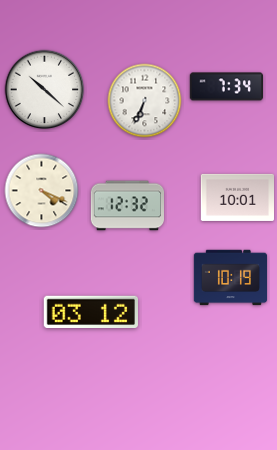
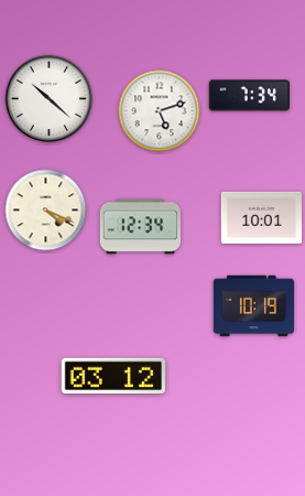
clock at (145, 101): 6:34 -> 5:12
clock at (127, 206): 12:32 -> 12:34
clock at (90, 312) position: (90, 312) -> (112, 376)
